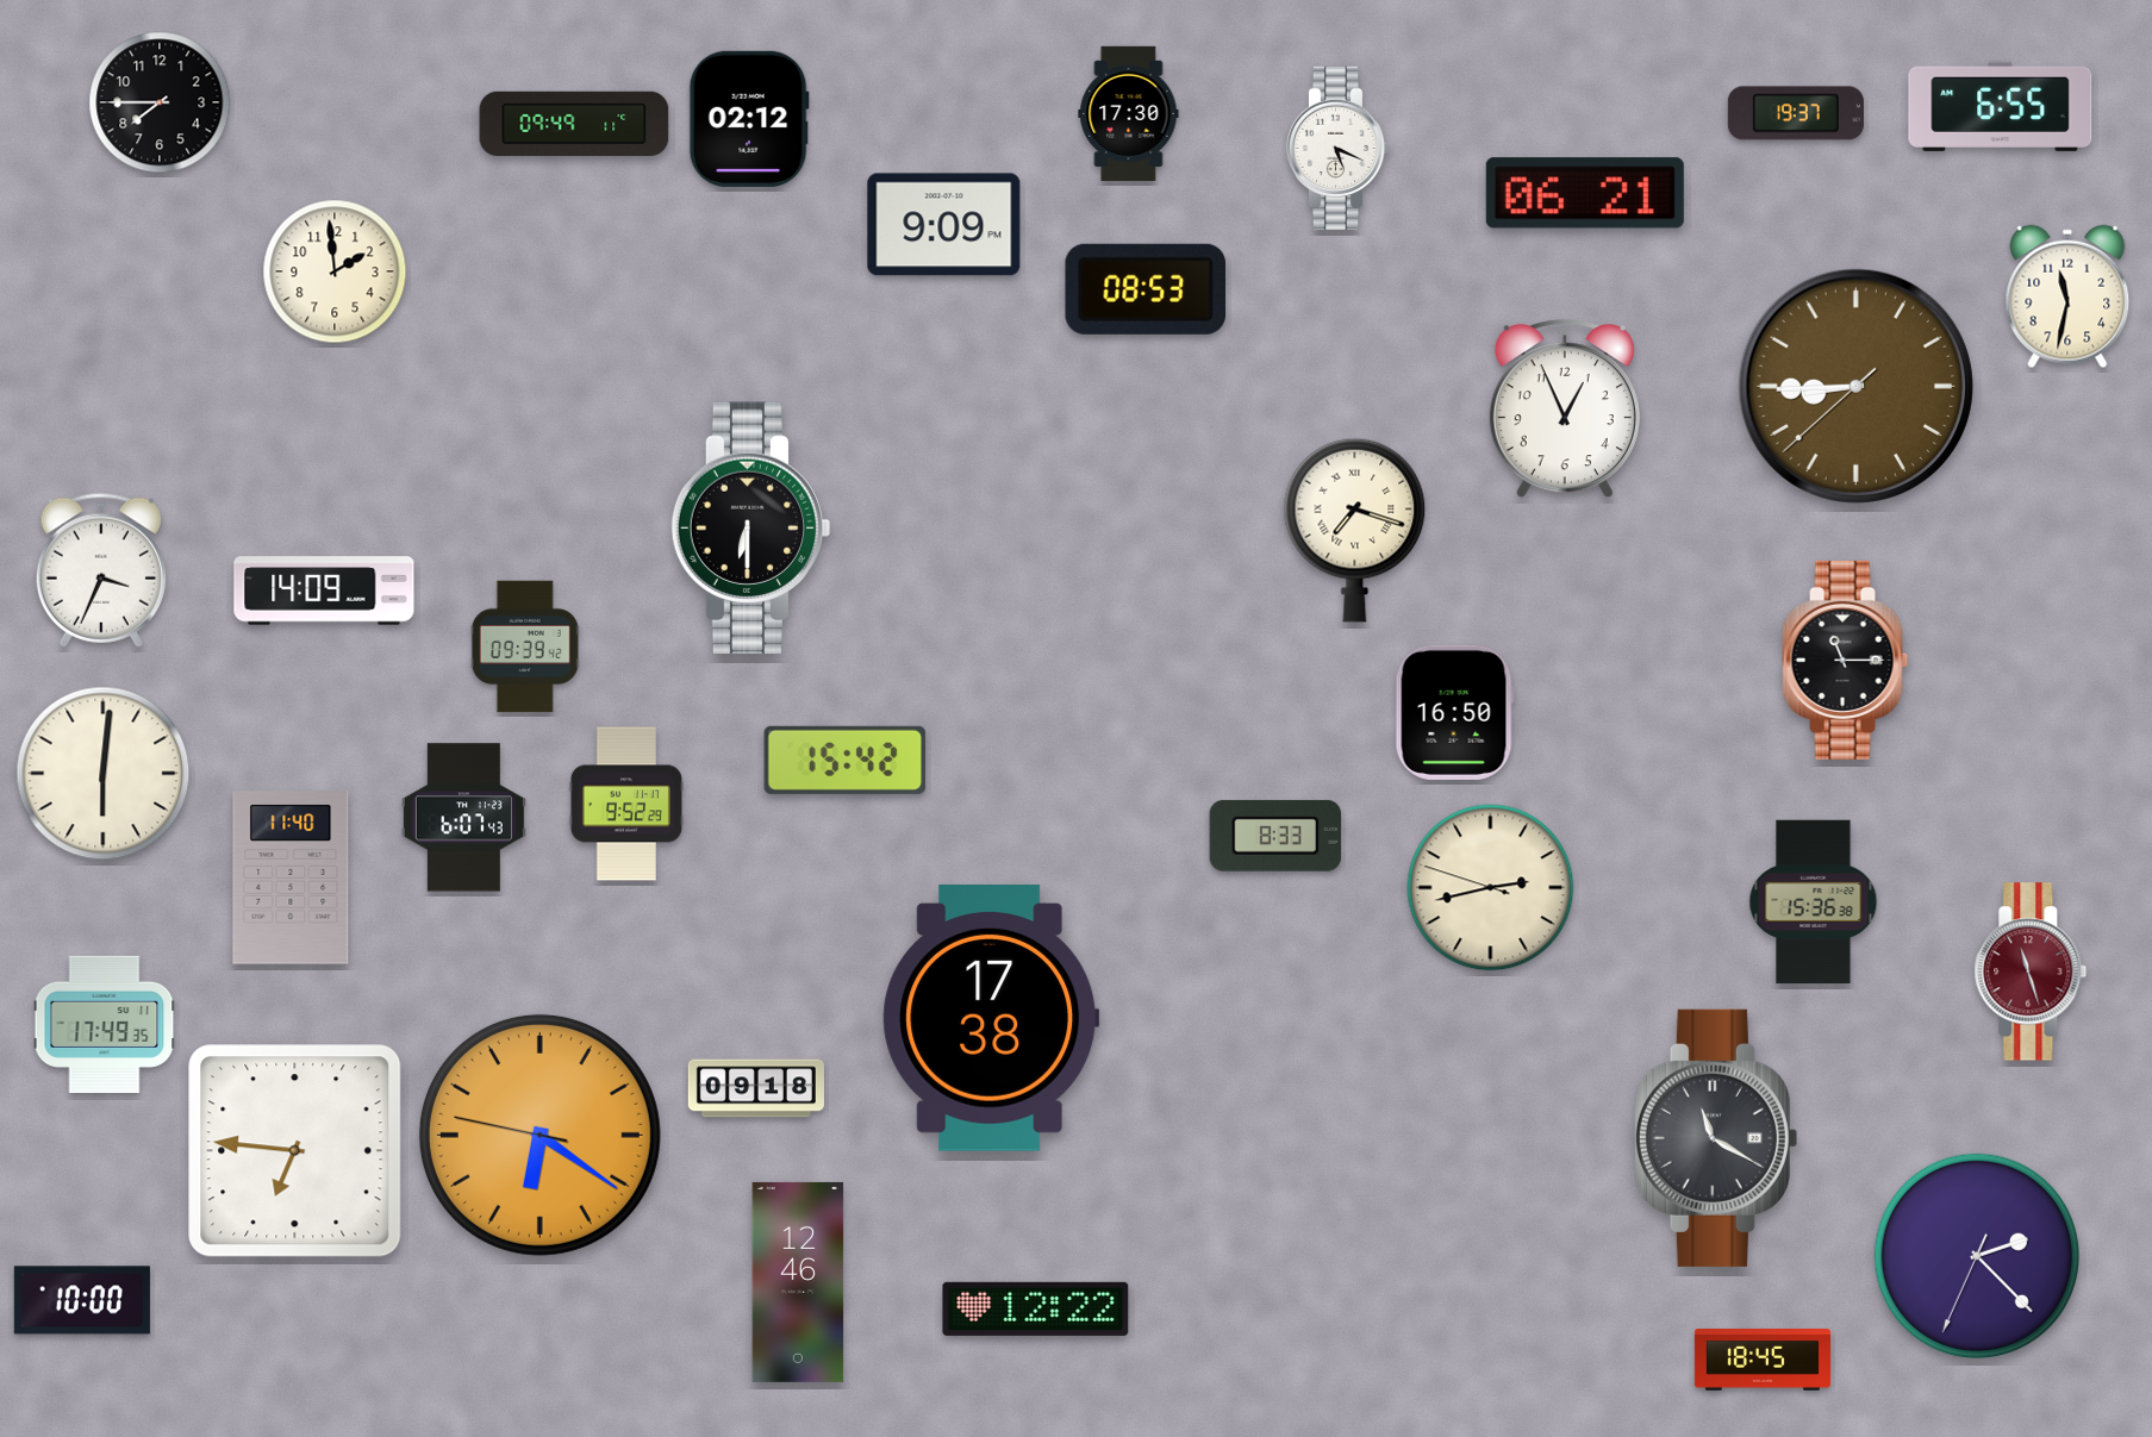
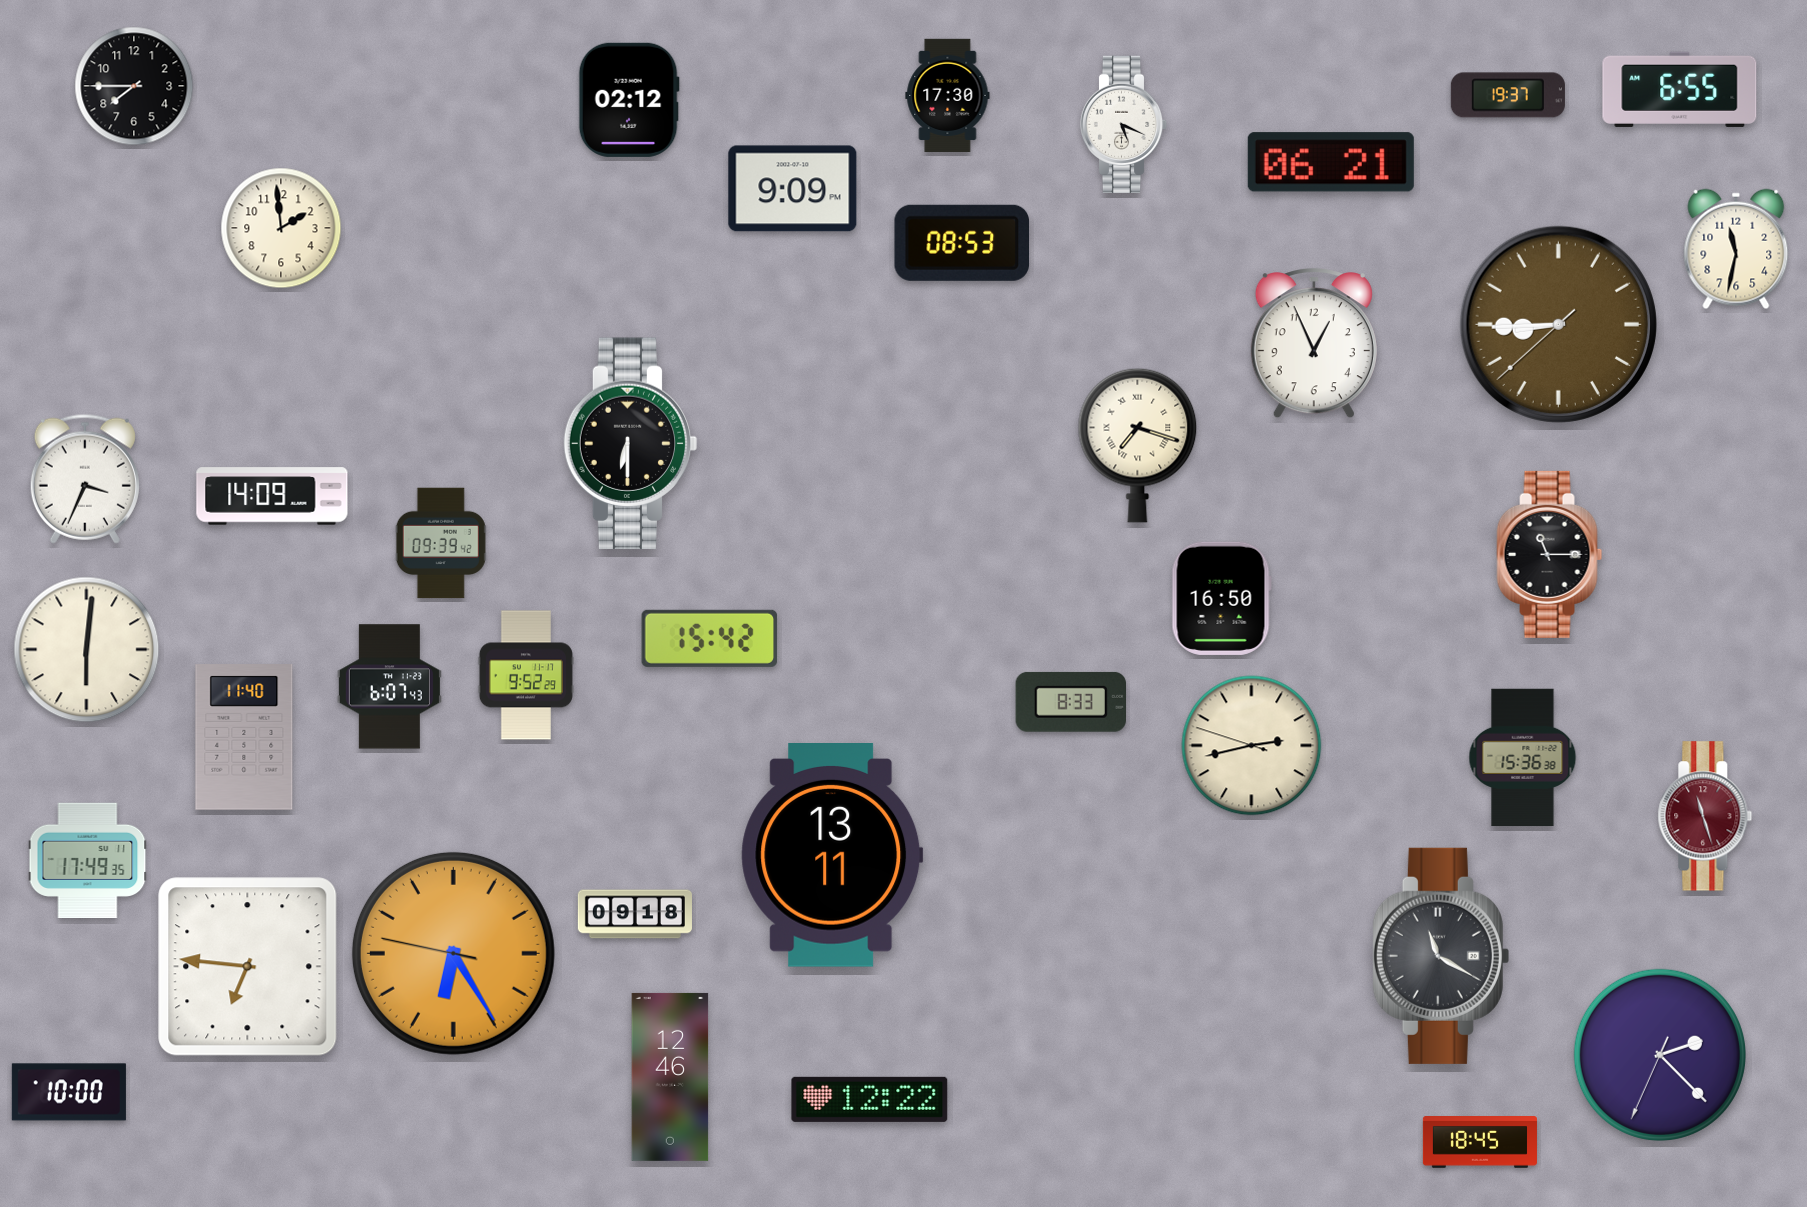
clock at (574, 124): 09:49 -> none
clock at (991, 1019): 17:38 -> 13:11
clock at (539, 1135): 6:20 -> 6:24
